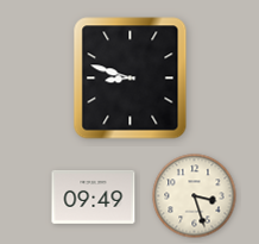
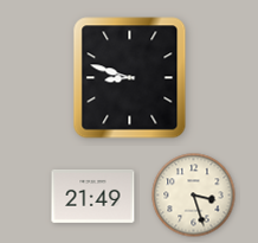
clock at (94, 196): 09:49 -> 21:49
